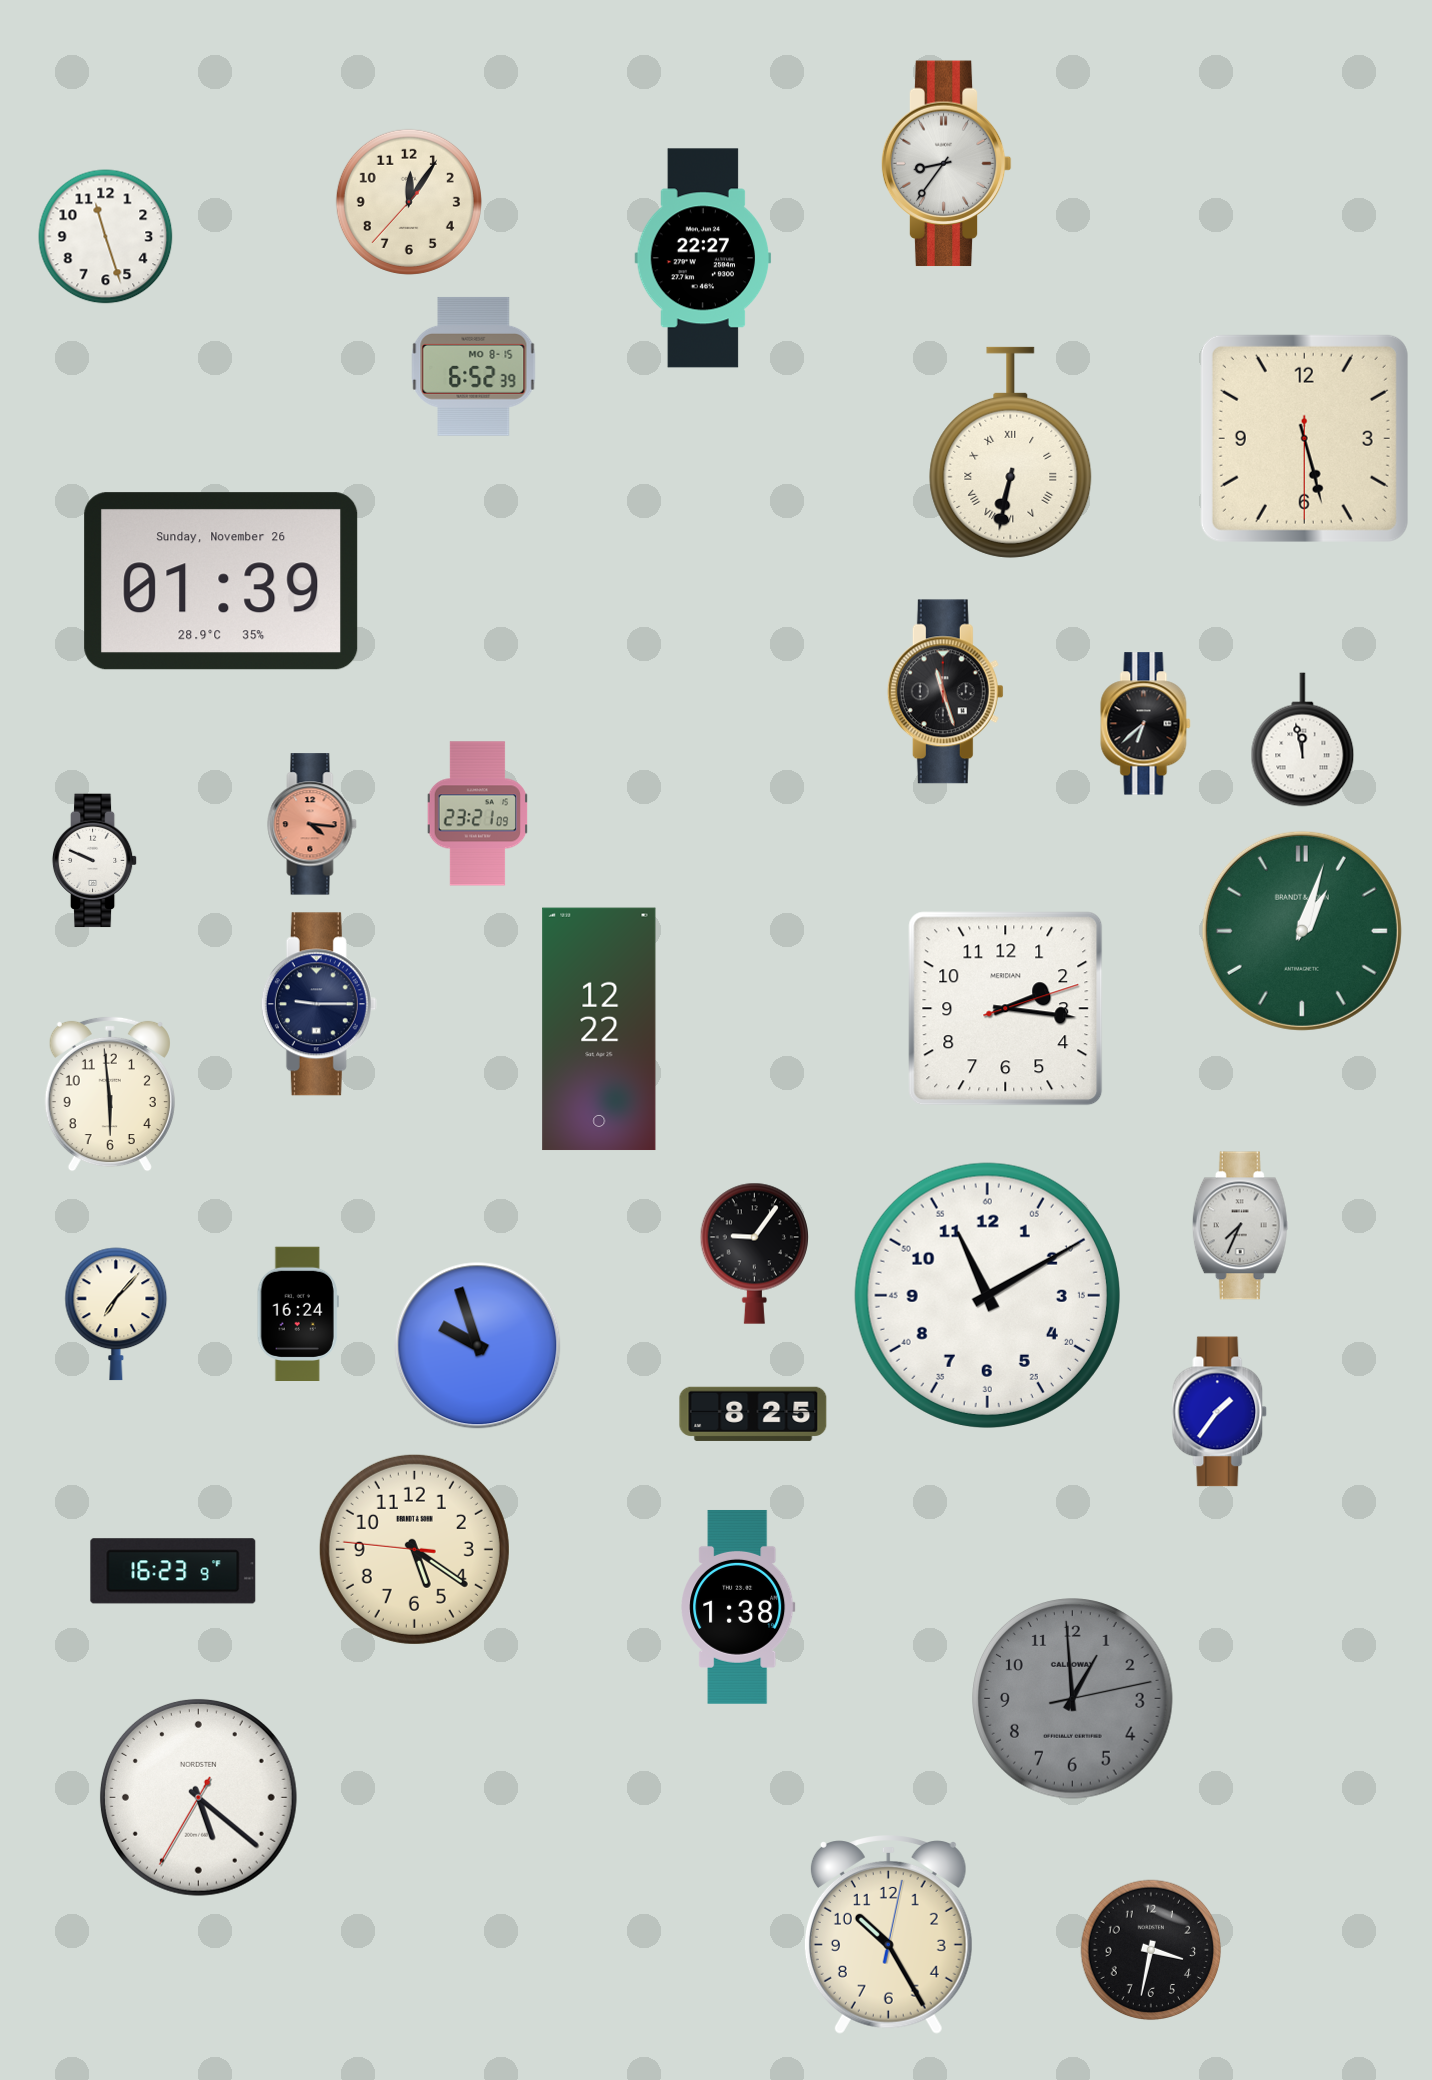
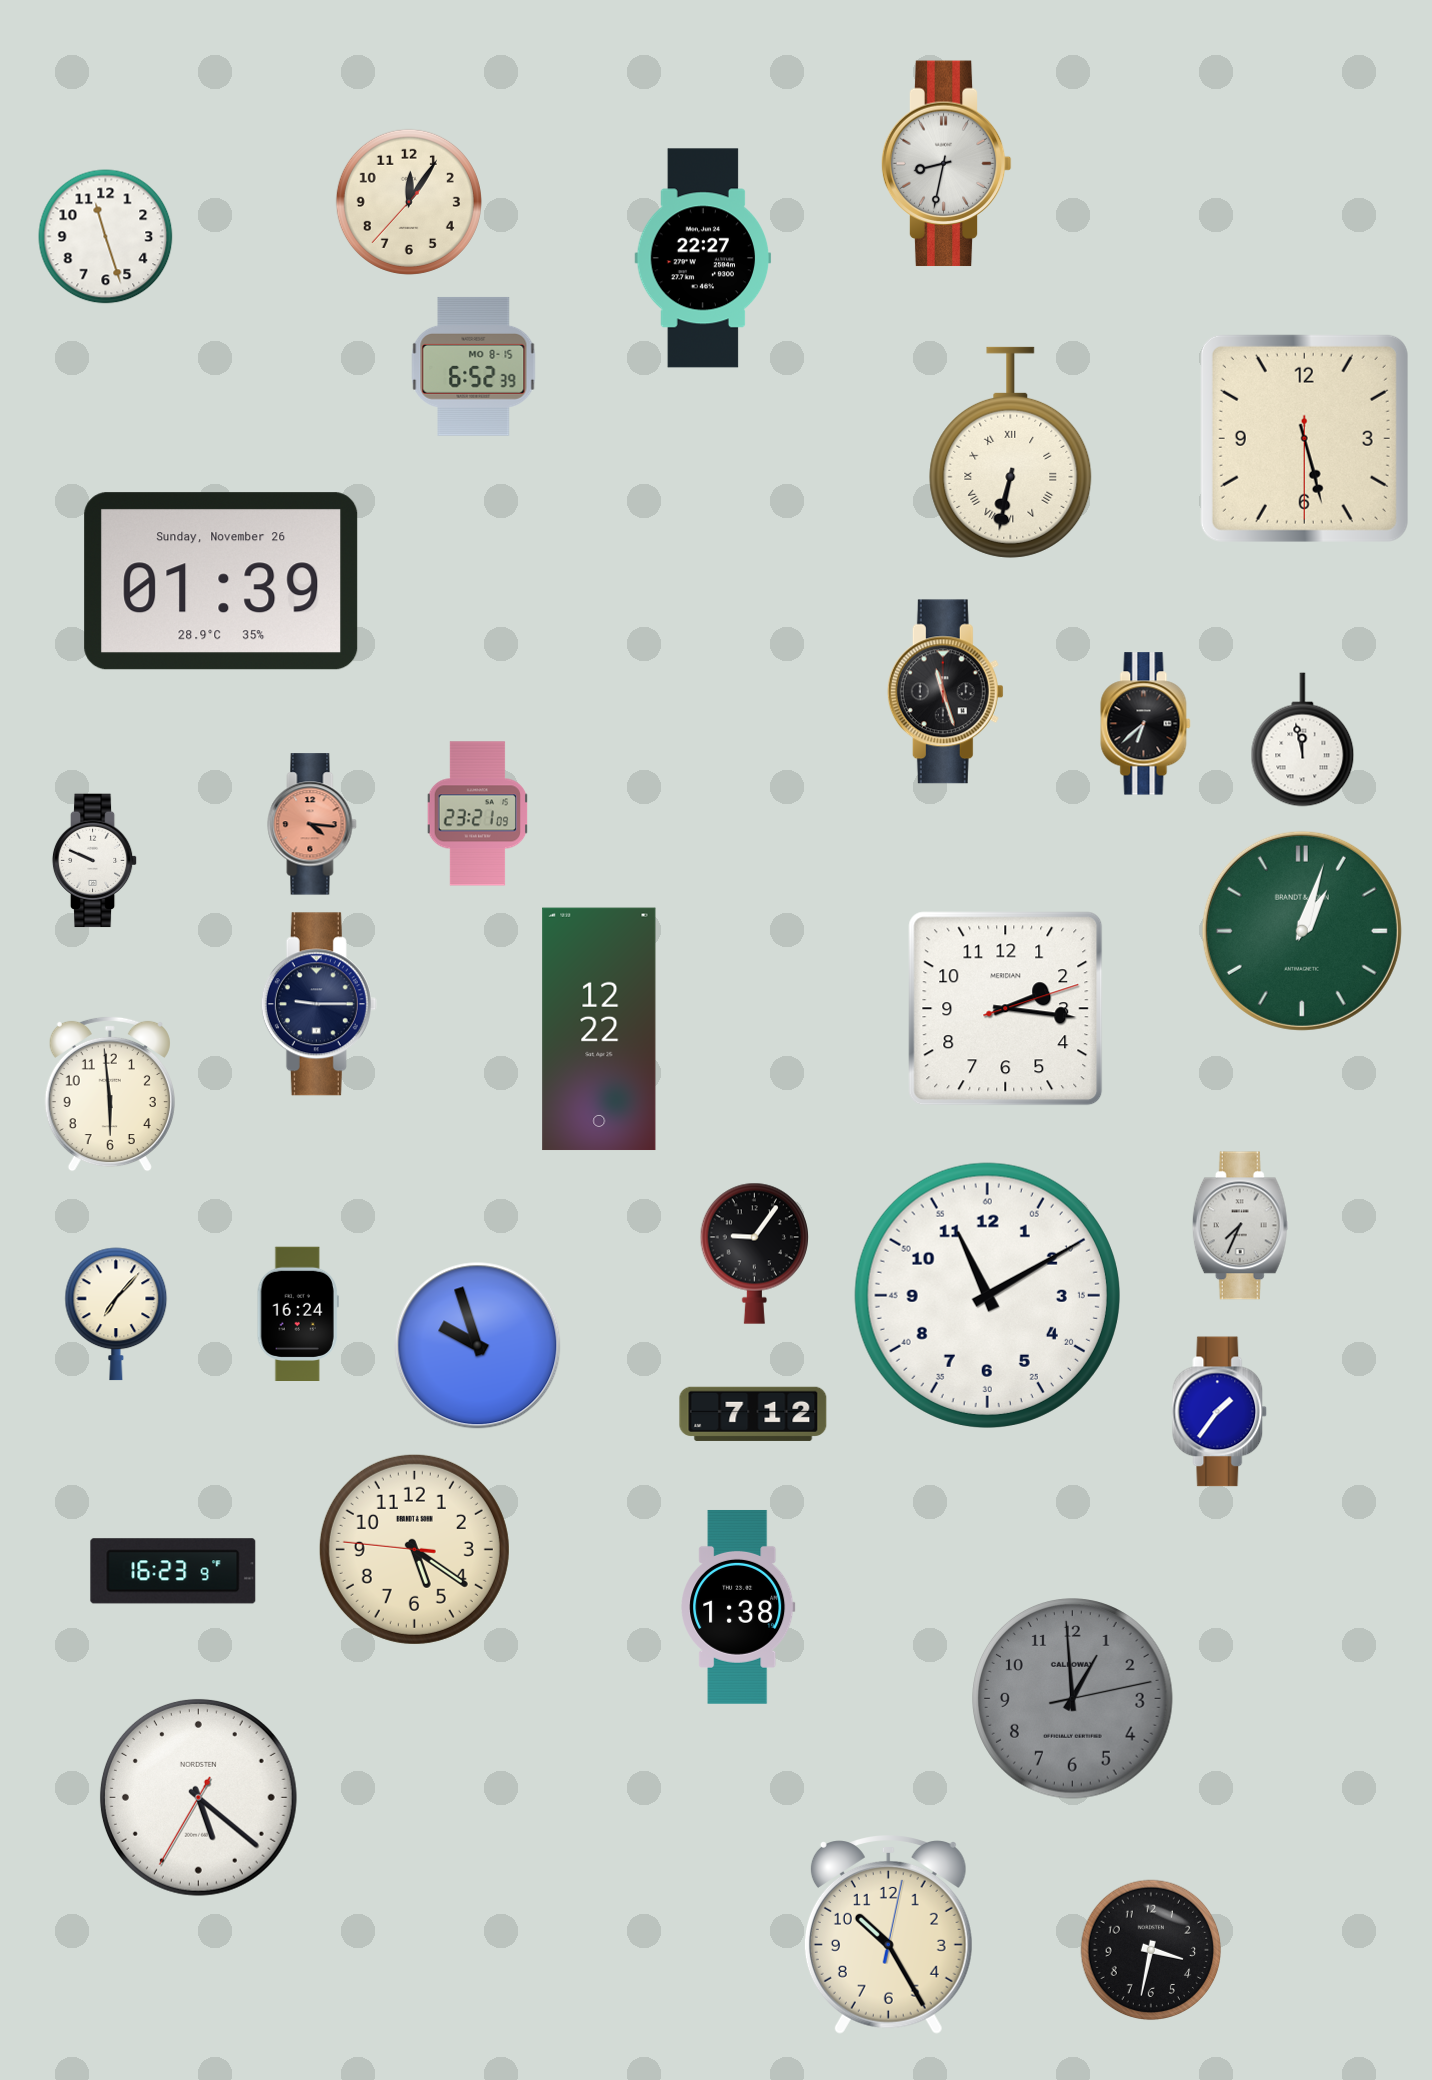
clock at (946, 164): 8:36 -> 8:32
clock at (753, 1414): 8:25 -> 7:12
